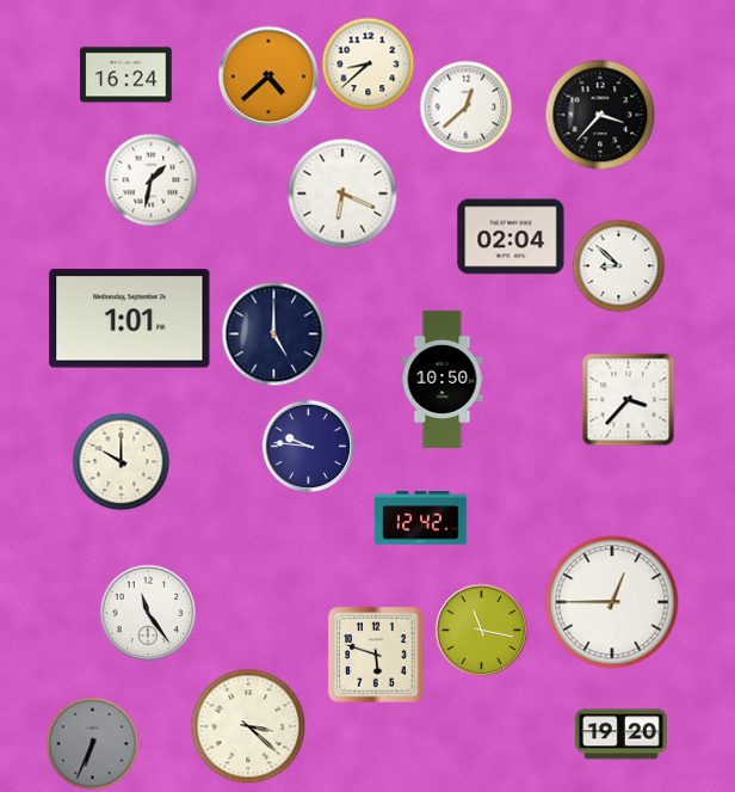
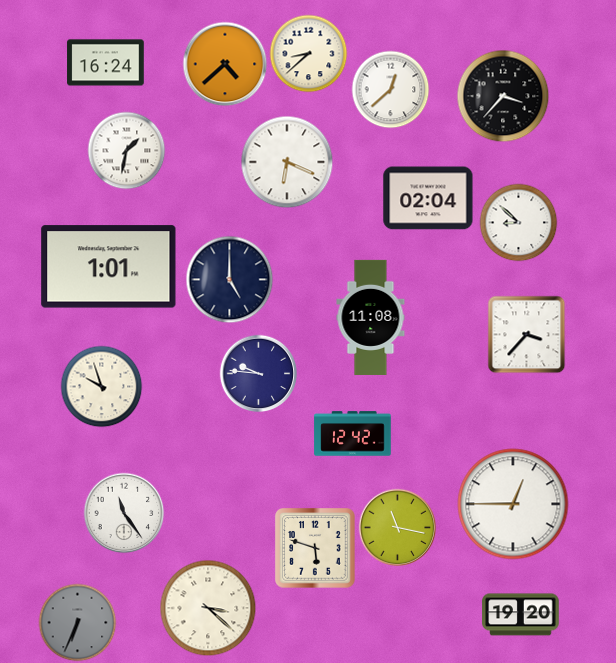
clock at (443, 379): 10:50 -> 11:08
clock at (121, 461): 10:00 -> 9:57
clock at (481, 630) position: (481, 630) -> (397, 527)
